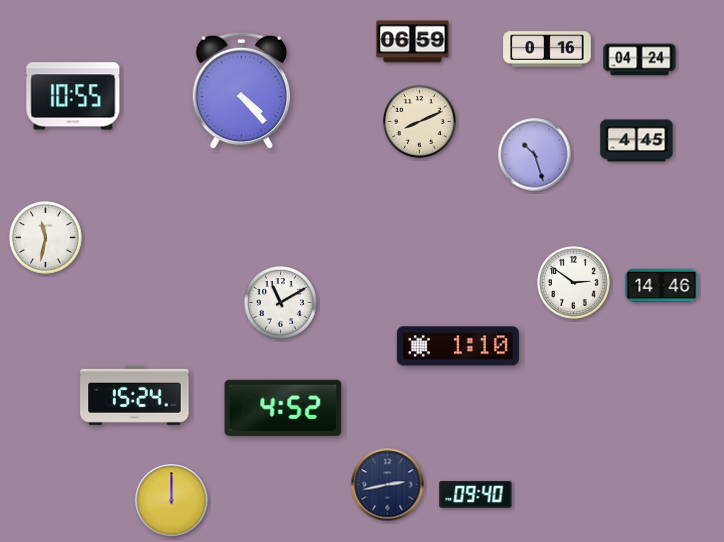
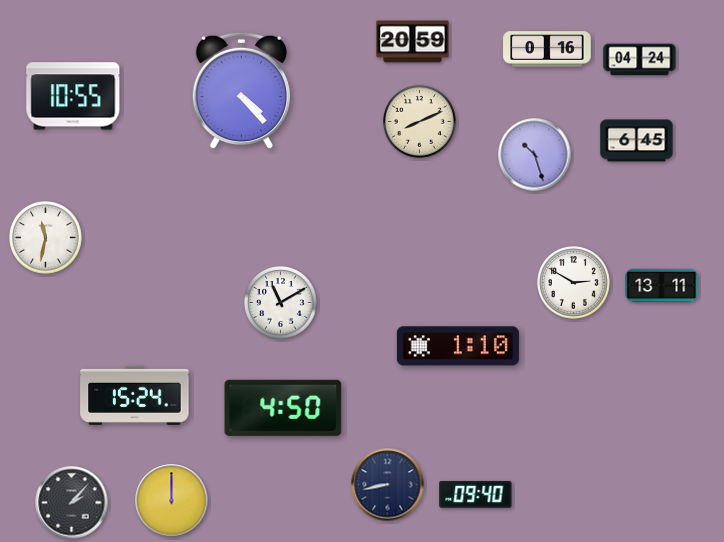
clock at (413, 42): 06:59 -> 20:59
clock at (637, 141): 4:45 -> 6:45
clock at (574, 283): 2:51 -> 2:50
clock at (662, 286): 14:46 -> 13:11
clock at (283, 408): 4:52 -> 4:50
clock at (388, 485): 2:43 -> 8:43
clock at (72, 503): none -> 2:07
